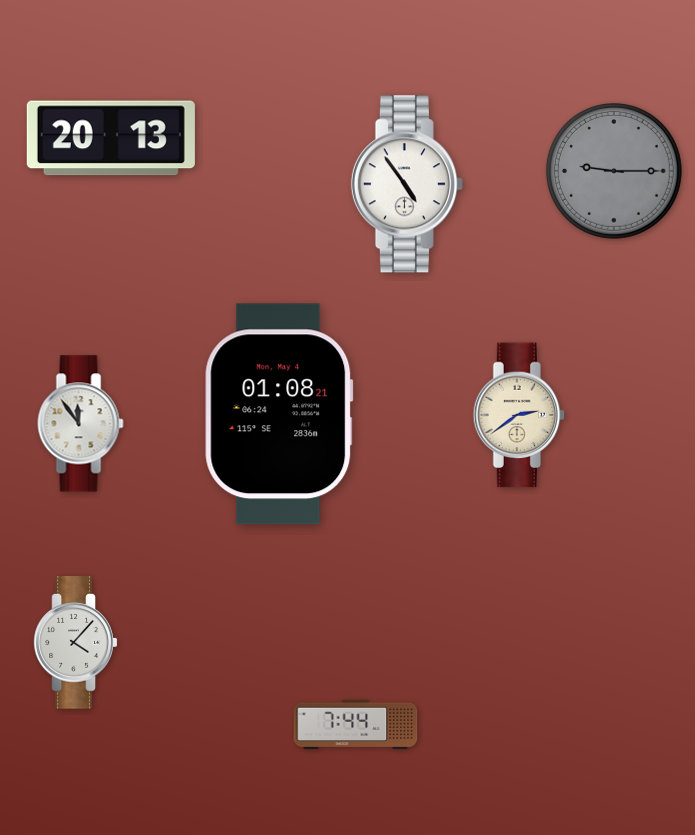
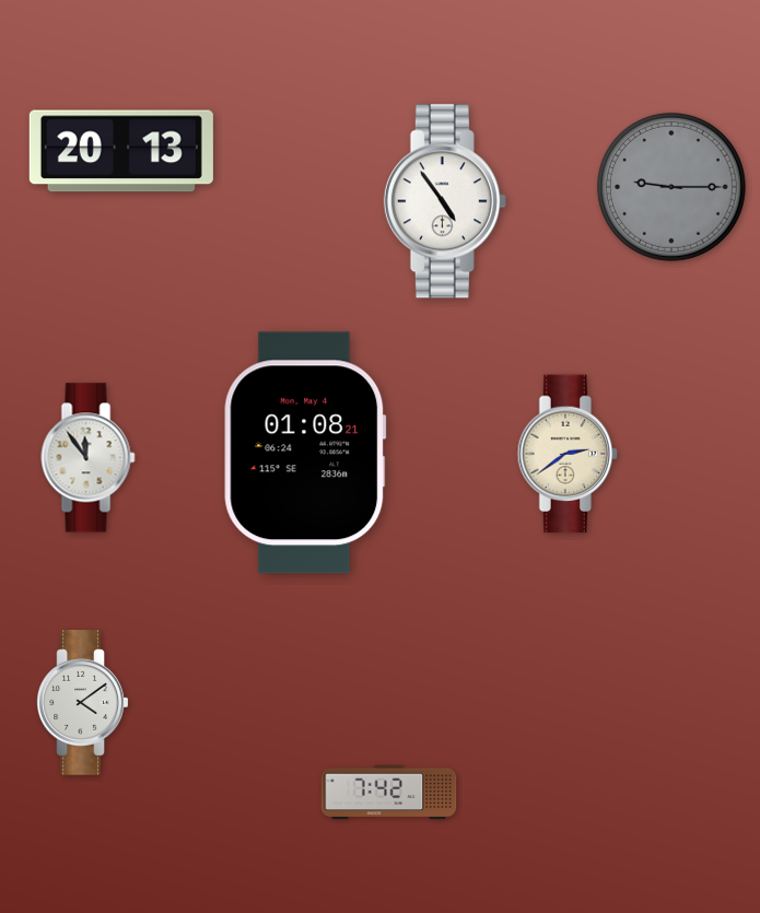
clock at (81, 424) position: (81, 424) -> (89, 458)
clock at (76, 643): 4:07 -> 4:09
clock at (356, 725): 7:44 -> 7:42
